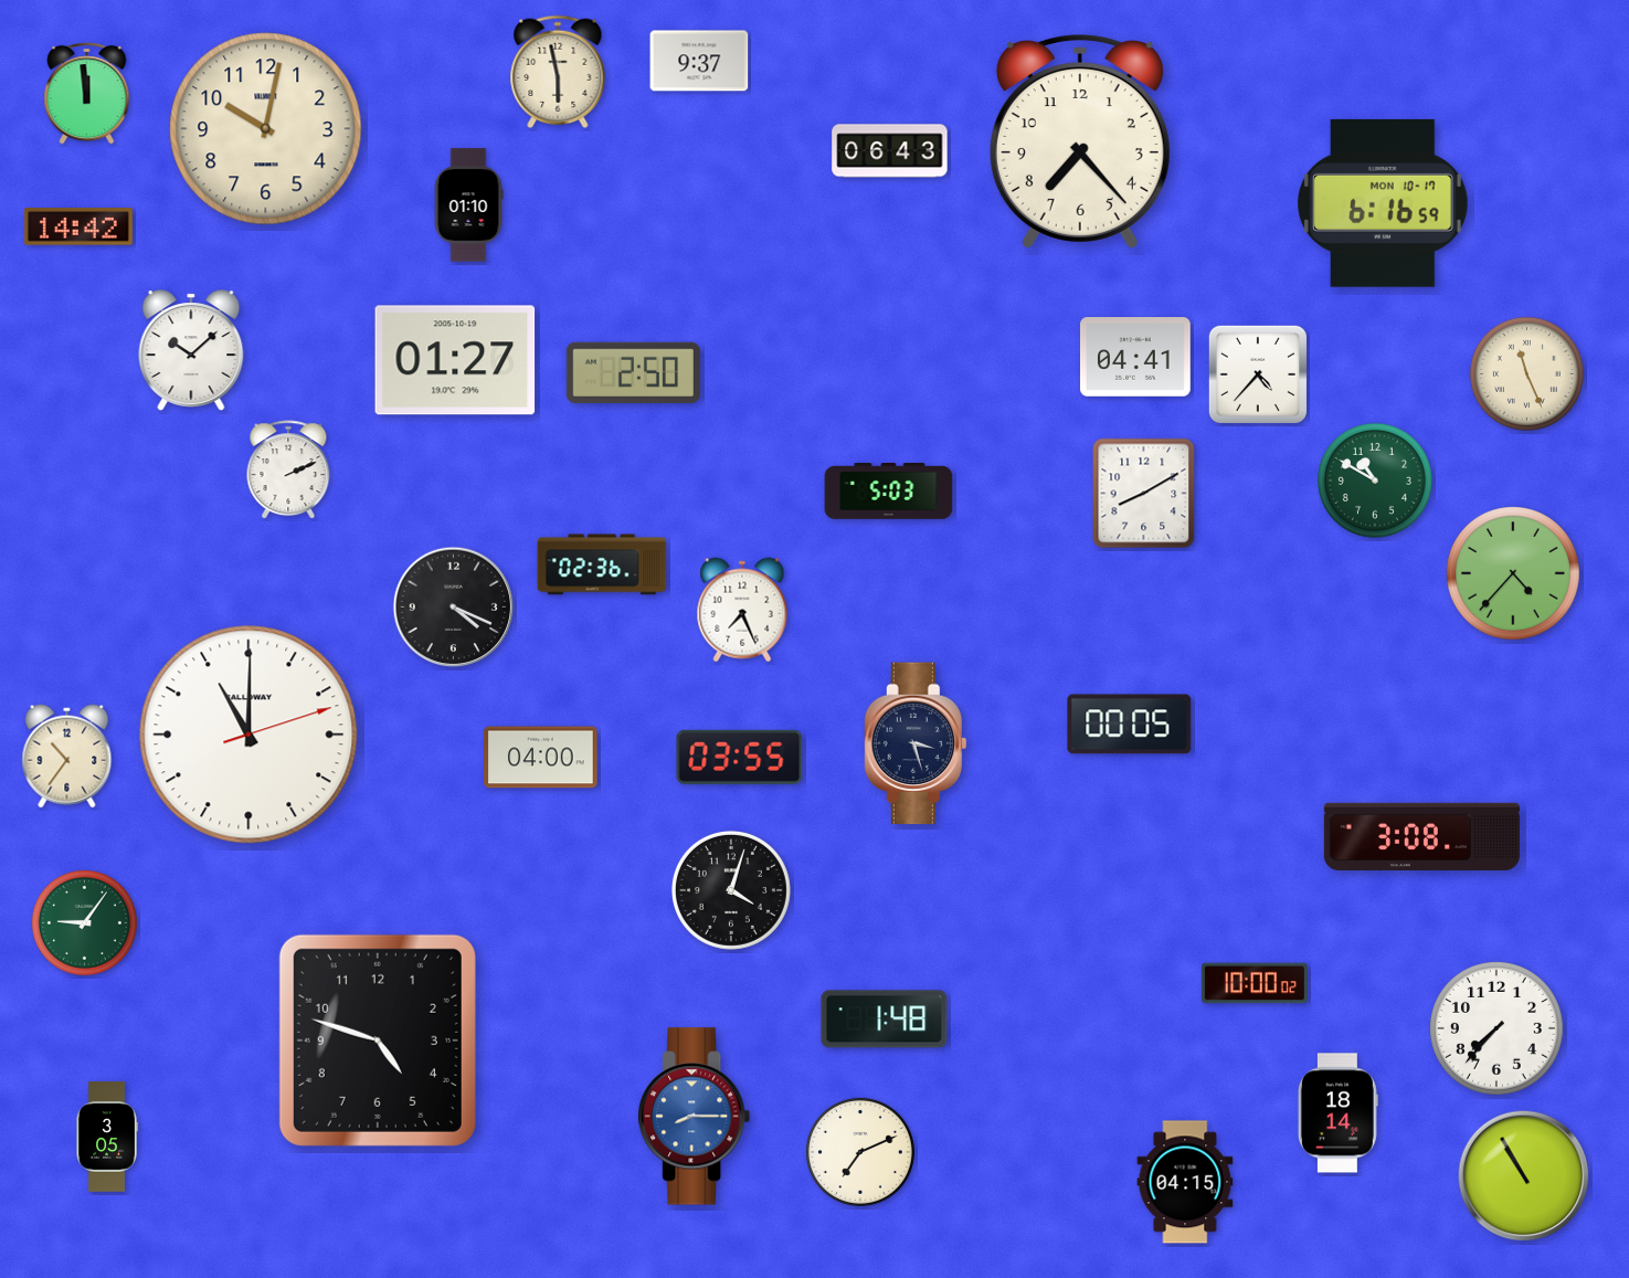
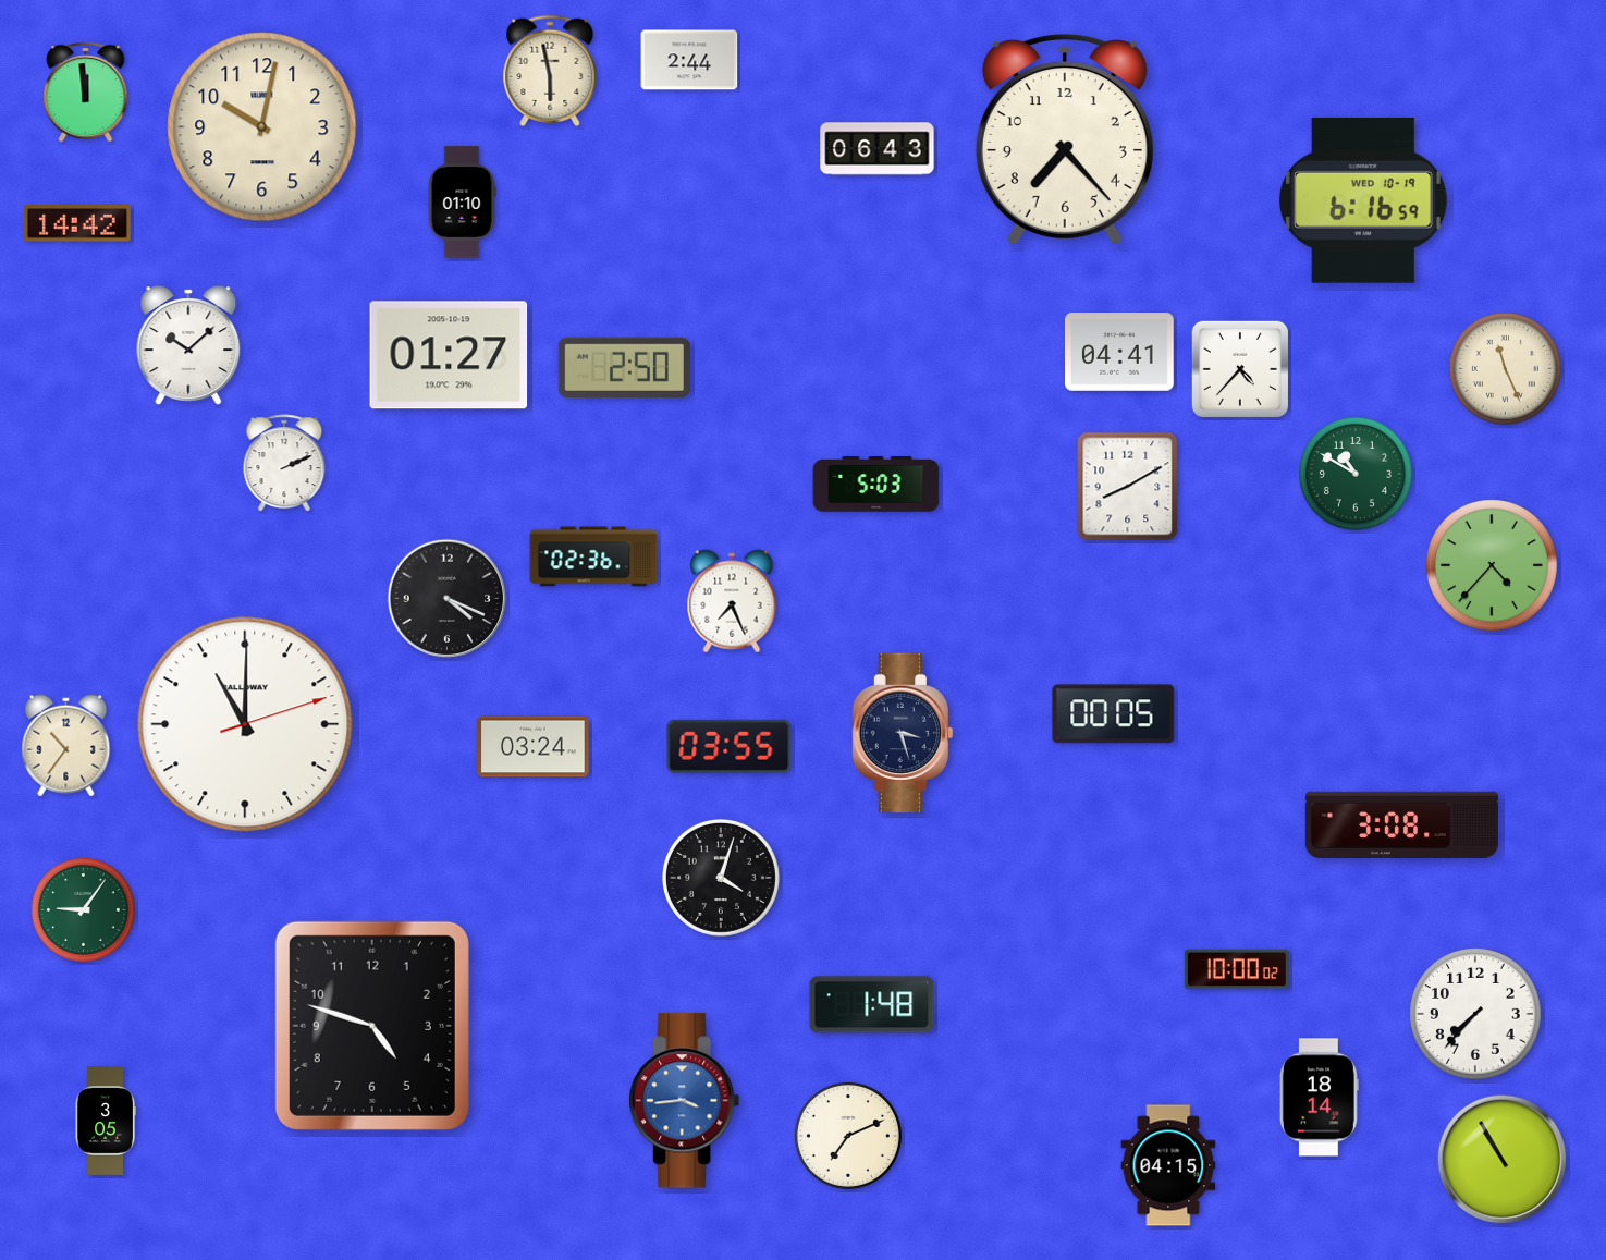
clock at (699, 61): 9:37 -> 2:44
clock at (1383, 203) date: MON 10-17 -> WED 10-19
clock at (541, 758): 04:00 -> 03:24
clock at (695, 1117): 8:15 -> 3:44
